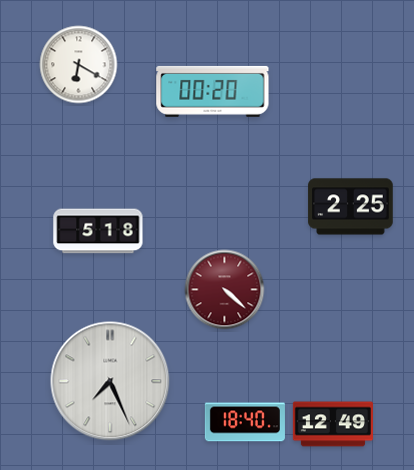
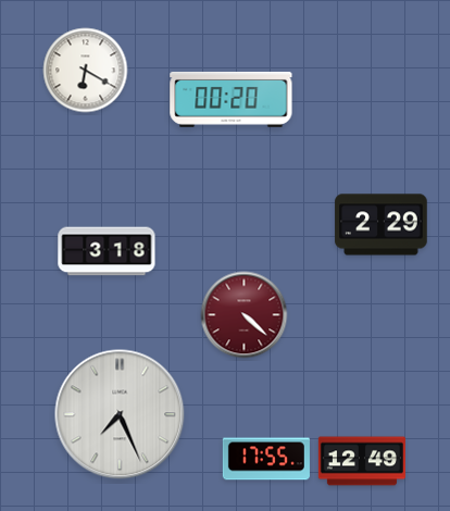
clock at (351, 207): 2:25 -> 2:29
clock at (98, 231): 5:18 -> 3:18
clock at (245, 422): 18:40 -> 17:55
